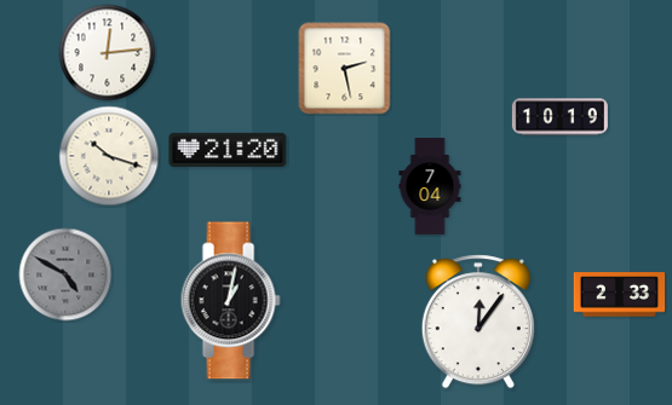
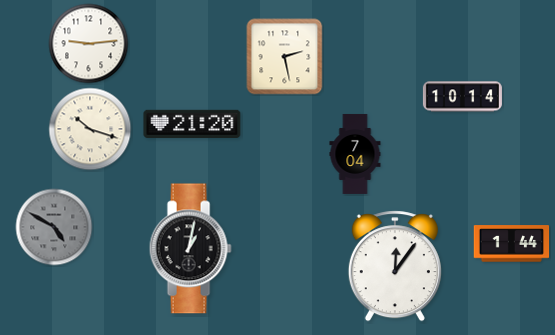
clock at (108, 53): 12:14 -> 9:14
clock at (559, 117): 10:19 -> 10:14
clock at (228, 150) position: (228, 150) -> (192, 124)
clock at (620, 295): 2:33 -> 1:44
